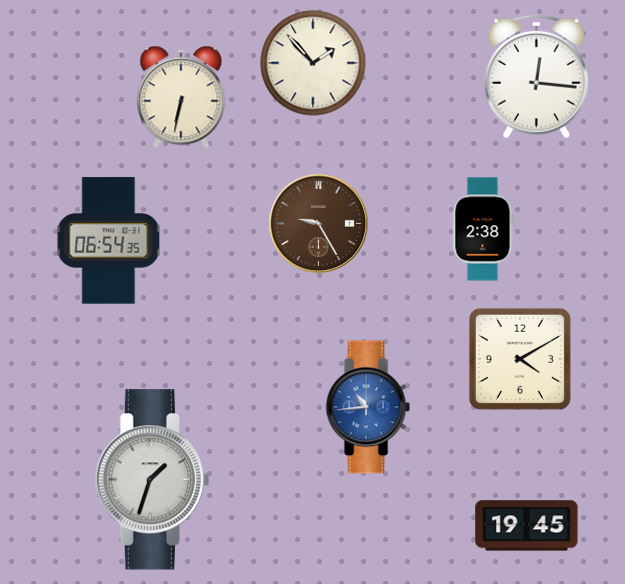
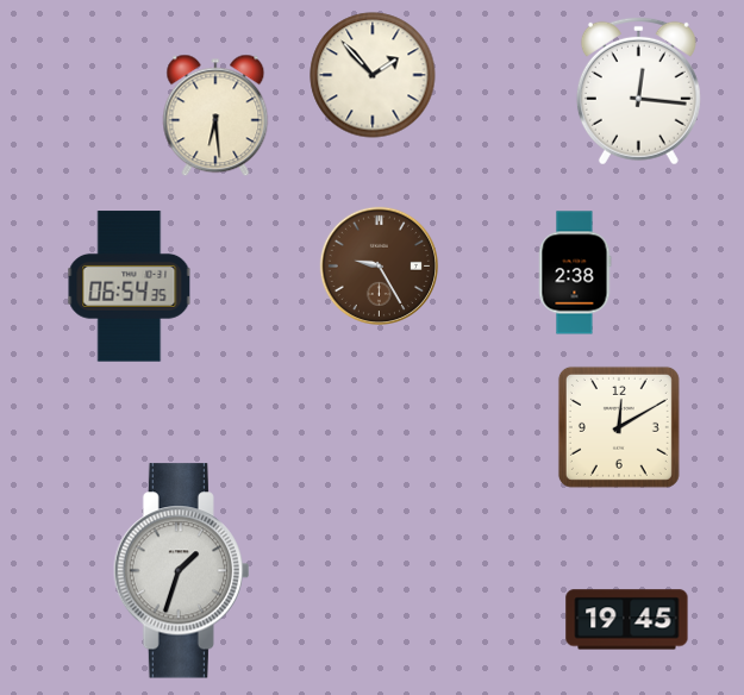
clock at (181, 97): 6:32 -> 6:29
clock at (520, 359): 4:10 -> 12:10
clock at (368, 407): 10:44 -> none
clock at (527, 526) position: (527, 526) -> (627, 620)
